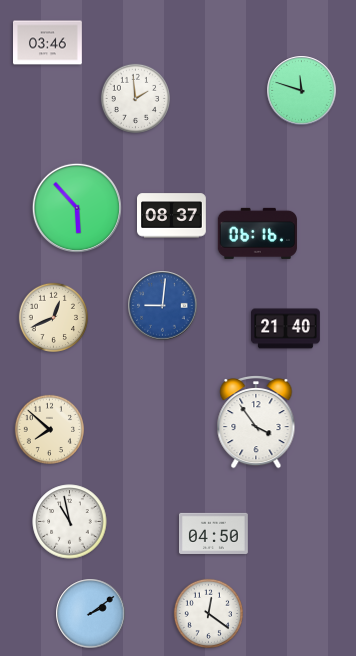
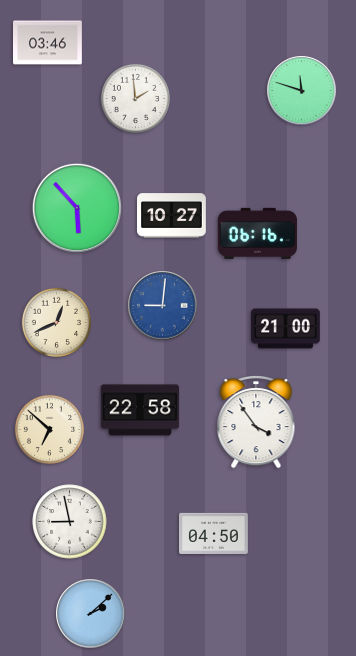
clock at (172, 216): 08:37 -> 10:27
clock at (53, 317) position: (53, 317) -> (56, 322)
clock at (286, 329): 21:40 -> 21:00
clock at (140, 410): none -> 22:58
clock at (49, 429): 7:52 -> 6:52
clock at (70, 522): 10:58 -> 8:58
clock at (208, 613): 12:21 -> none
clock at (91, 614): 2:09 -> 2:08
